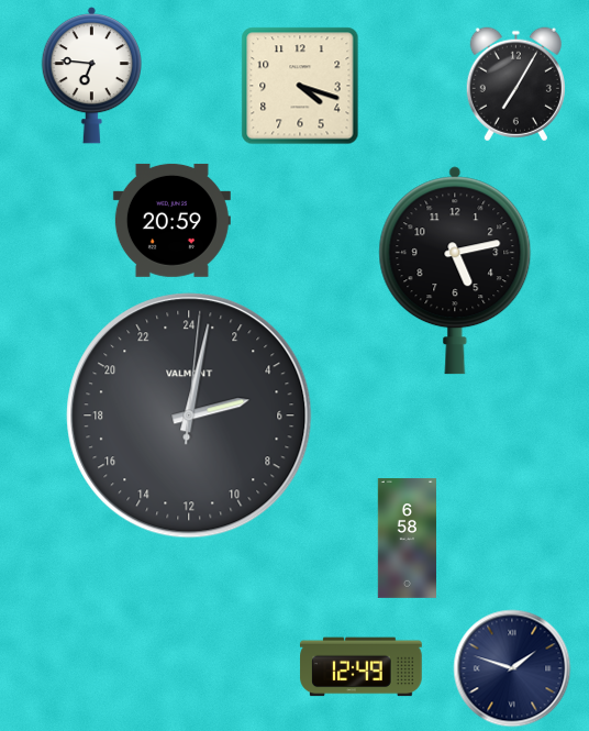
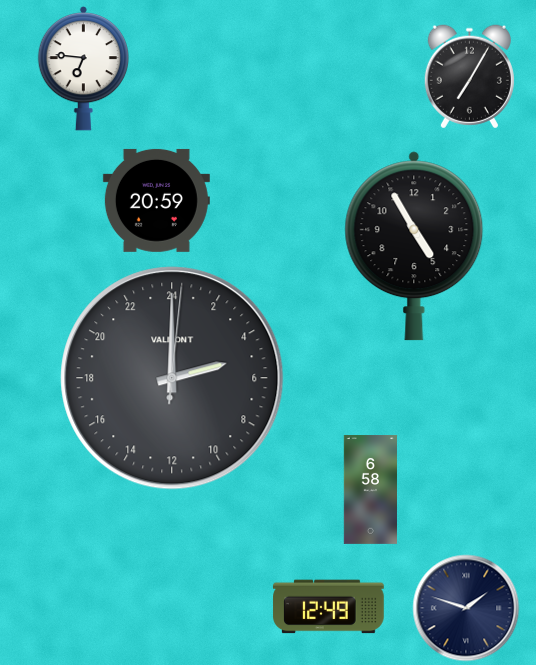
clock at (300, 86): 4:18 -> none
clock at (455, 270): 5:13 -> 4:55
clock at (189, 416): 5:02 -> 5:00
